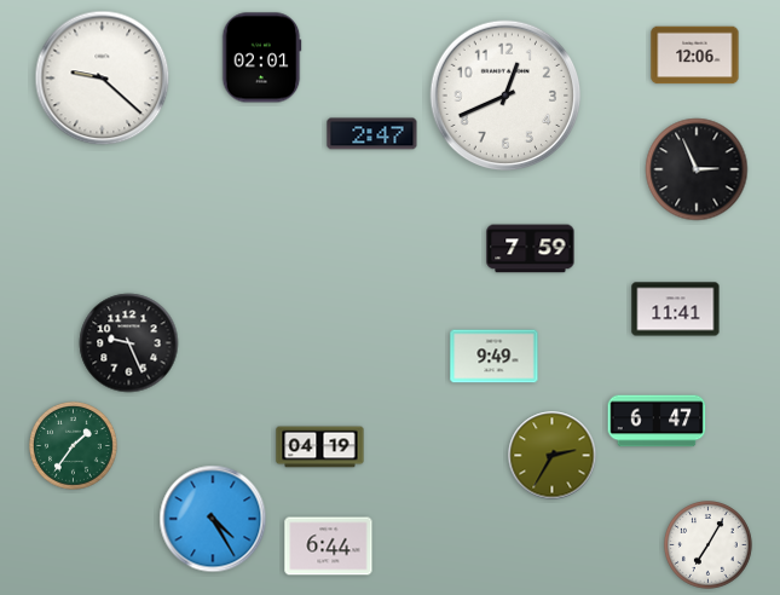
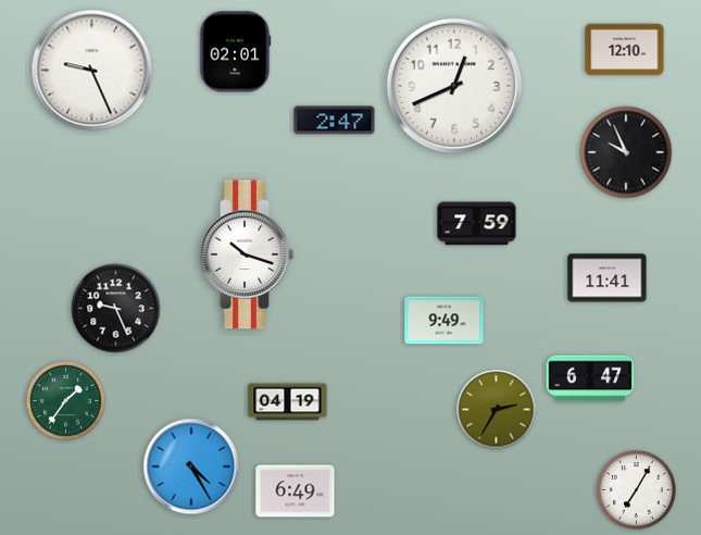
clock at (695, 56): 12:06 -> 12:10
clock at (103, 79): 9:22 -> 9:26
clock at (697, 169): 2:56 -> 9:56
clock at (247, 254): none -> 10:18
clock at (329, 547): 6:44 -> 6:49
